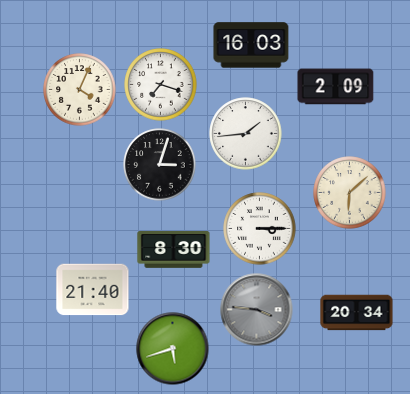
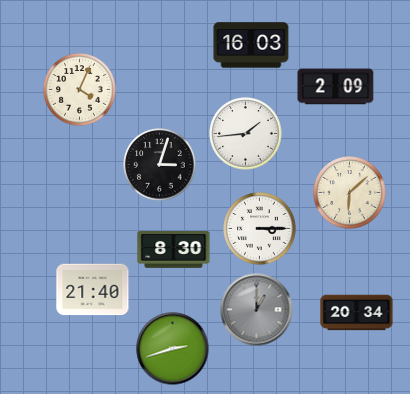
clock at (161, 85): 7:18 -> none
clock at (257, 310): 3:46 -> 1:00
clock at (173, 349): 5:42 -> 2:42
